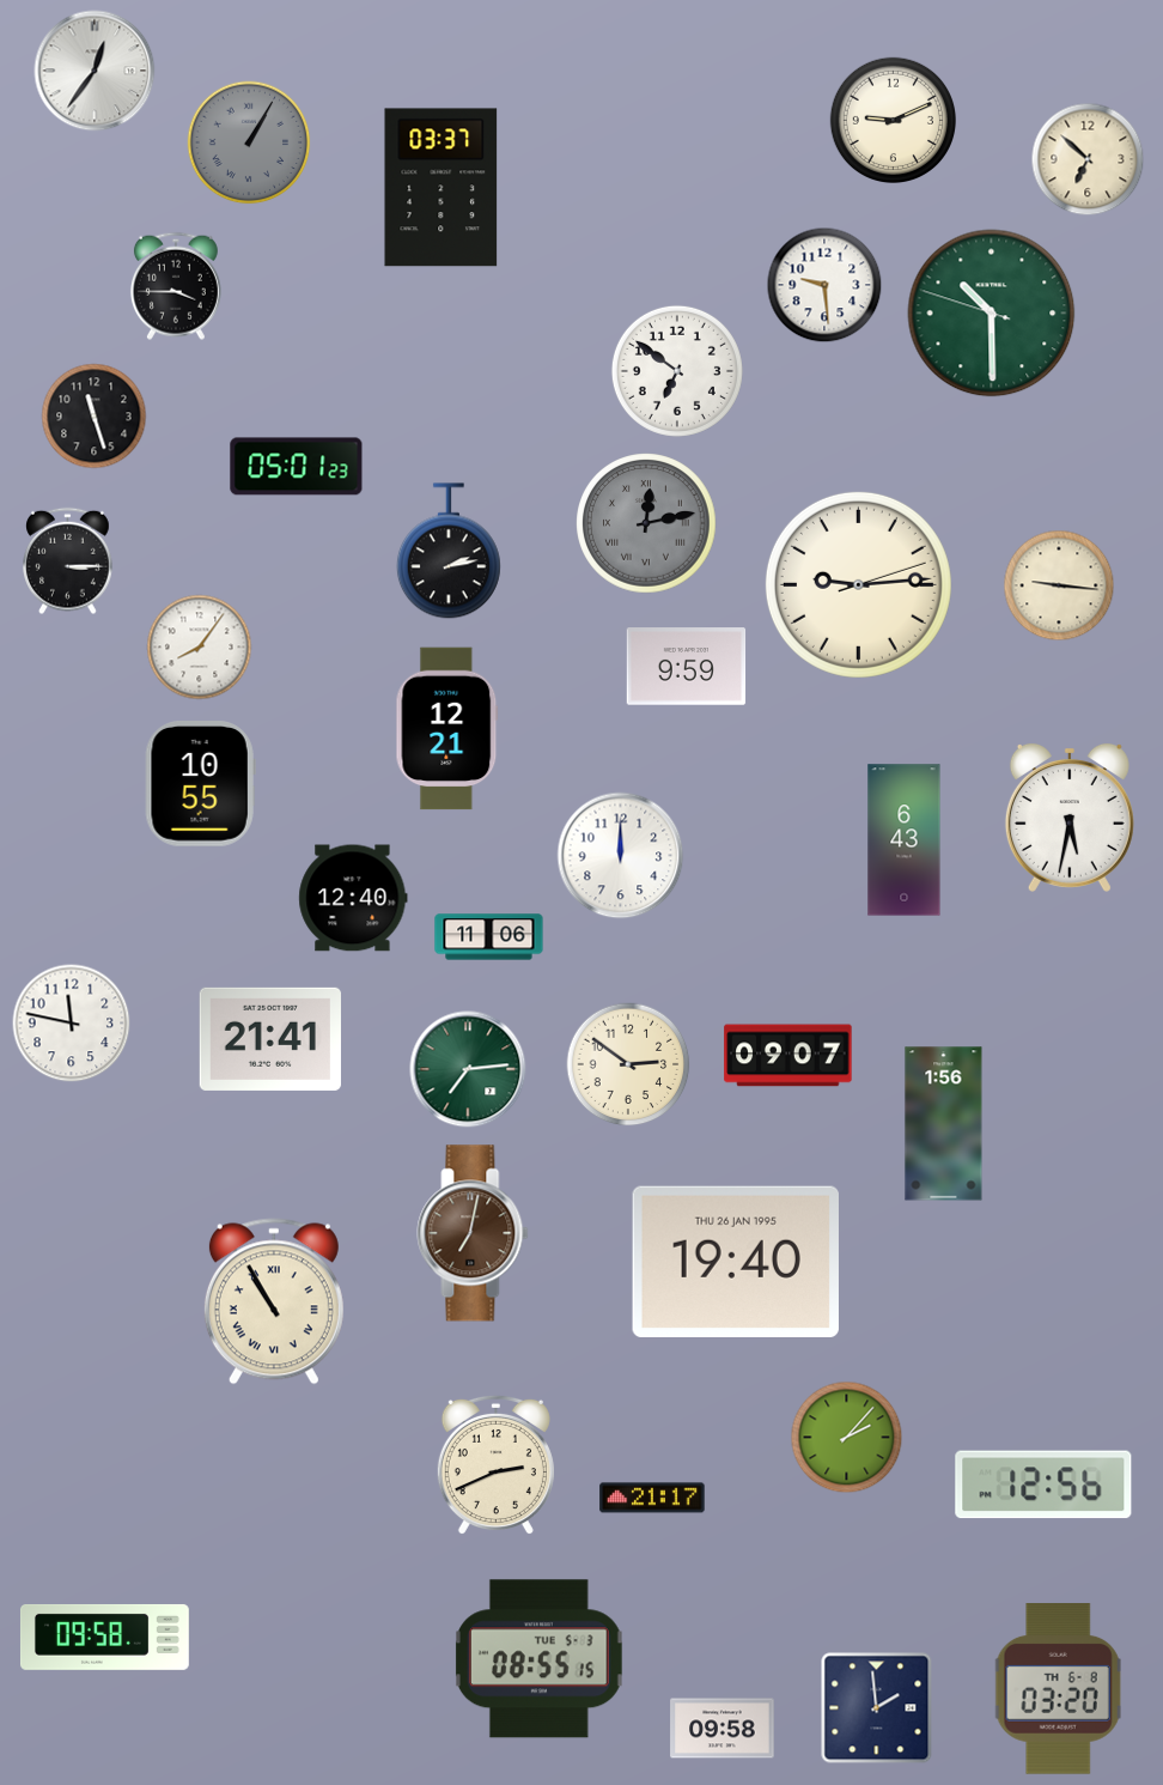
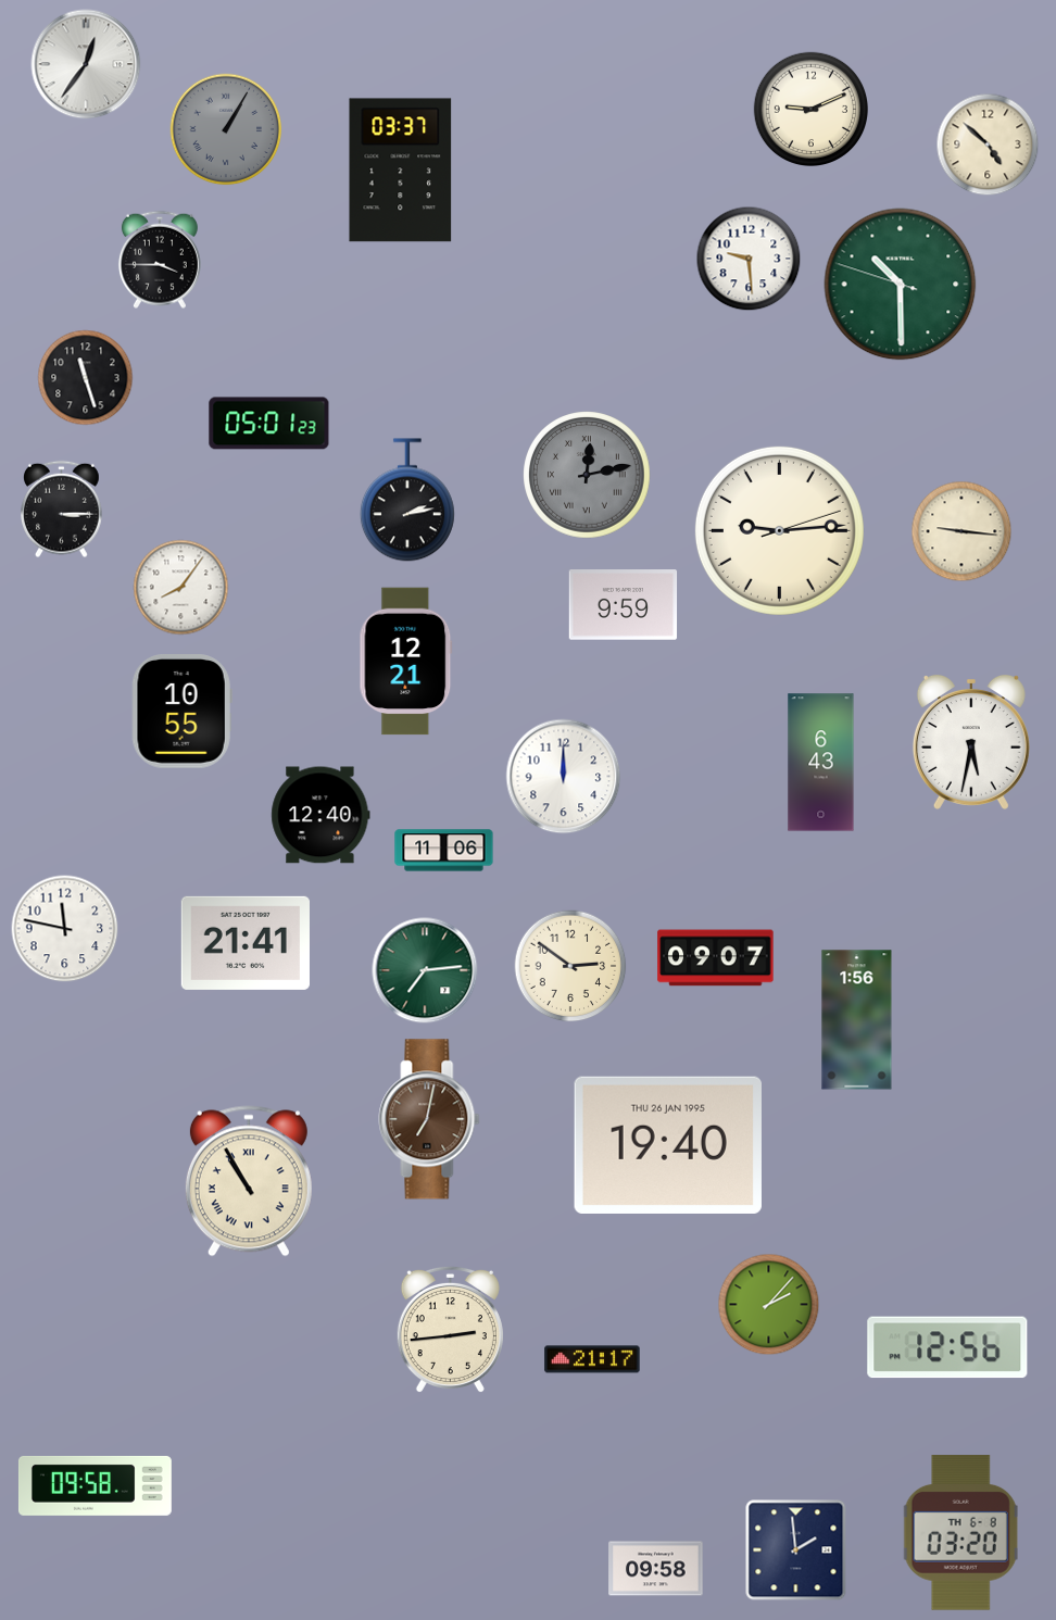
clock at (1088, 159): 6:52 -> 4:52
clock at (677, 371): 6:51 -> none
clock at (495, 1465): 2:41 -> 2:44
clock at (538, 1659): 08:55 -> none
